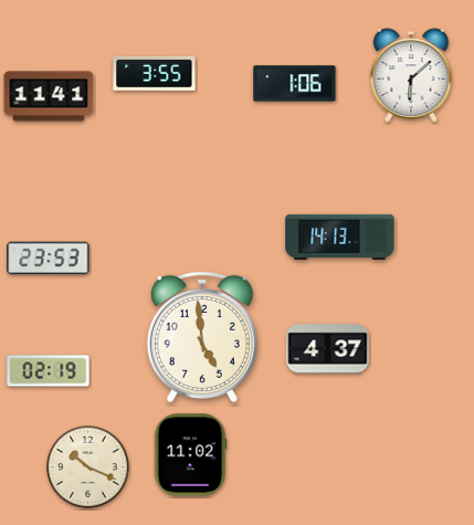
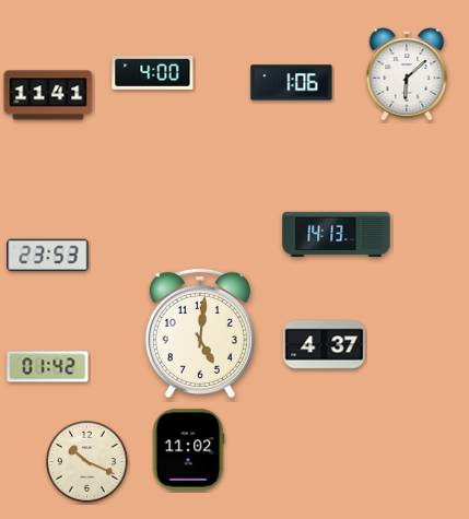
clock at (155, 73): 3:55 -> 4:00
clock at (202, 336): 4:59 -> 5:01
clock at (49, 371): 02:19 -> 01:42
